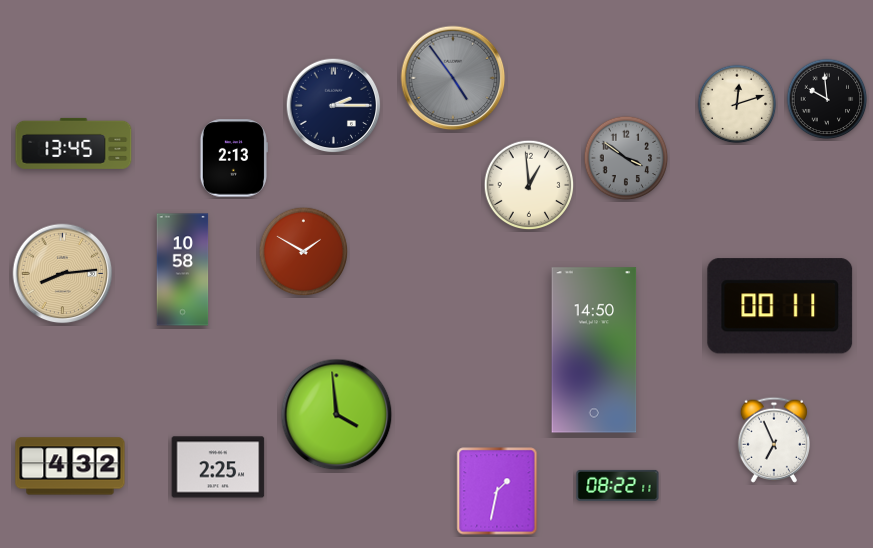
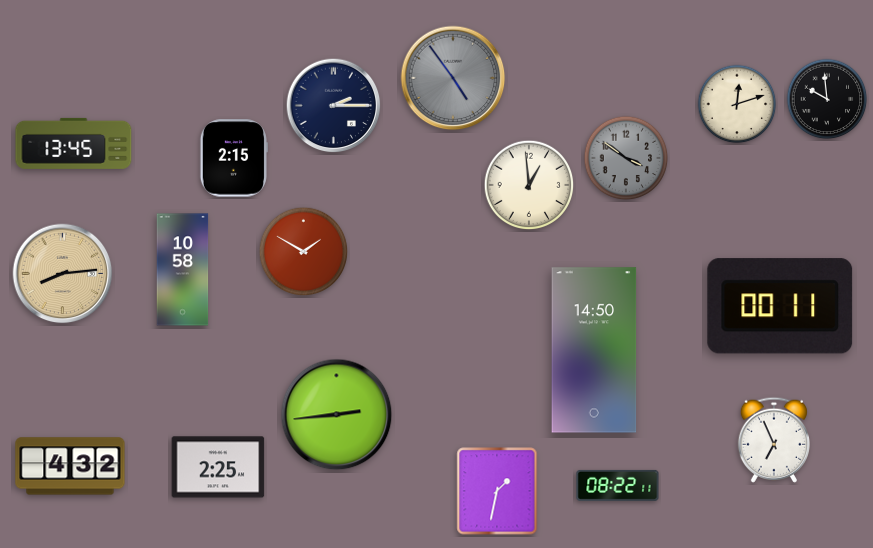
clock at (234, 158): 2:13 -> 2:15
clock at (337, 415): 3:59 -> 2:44
